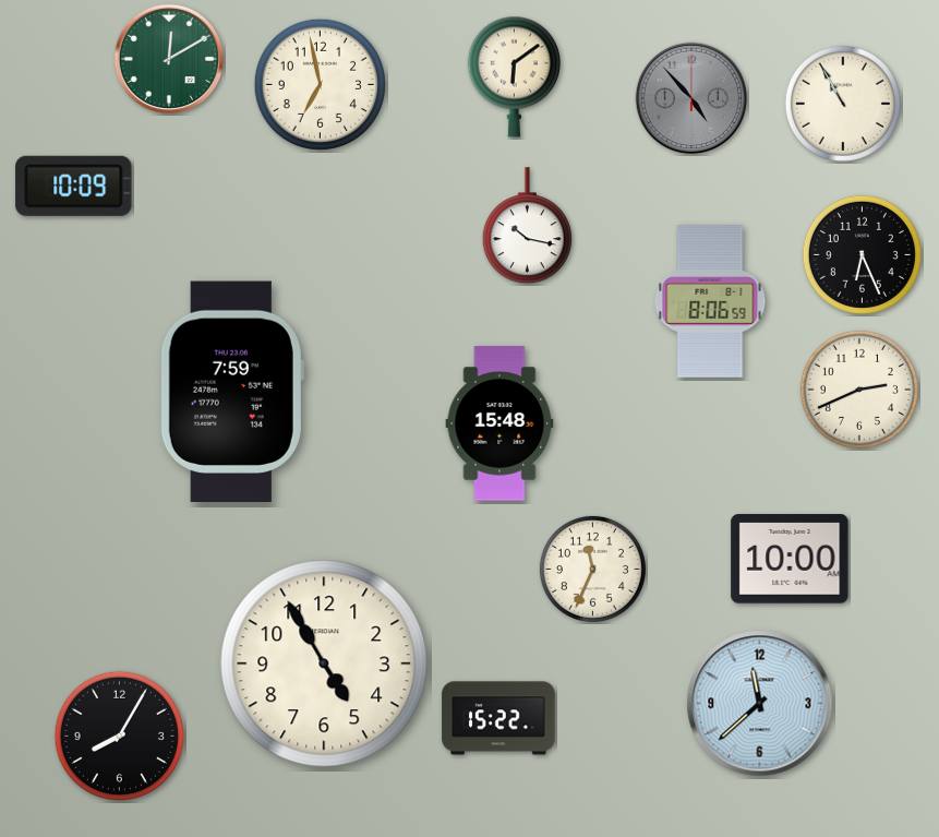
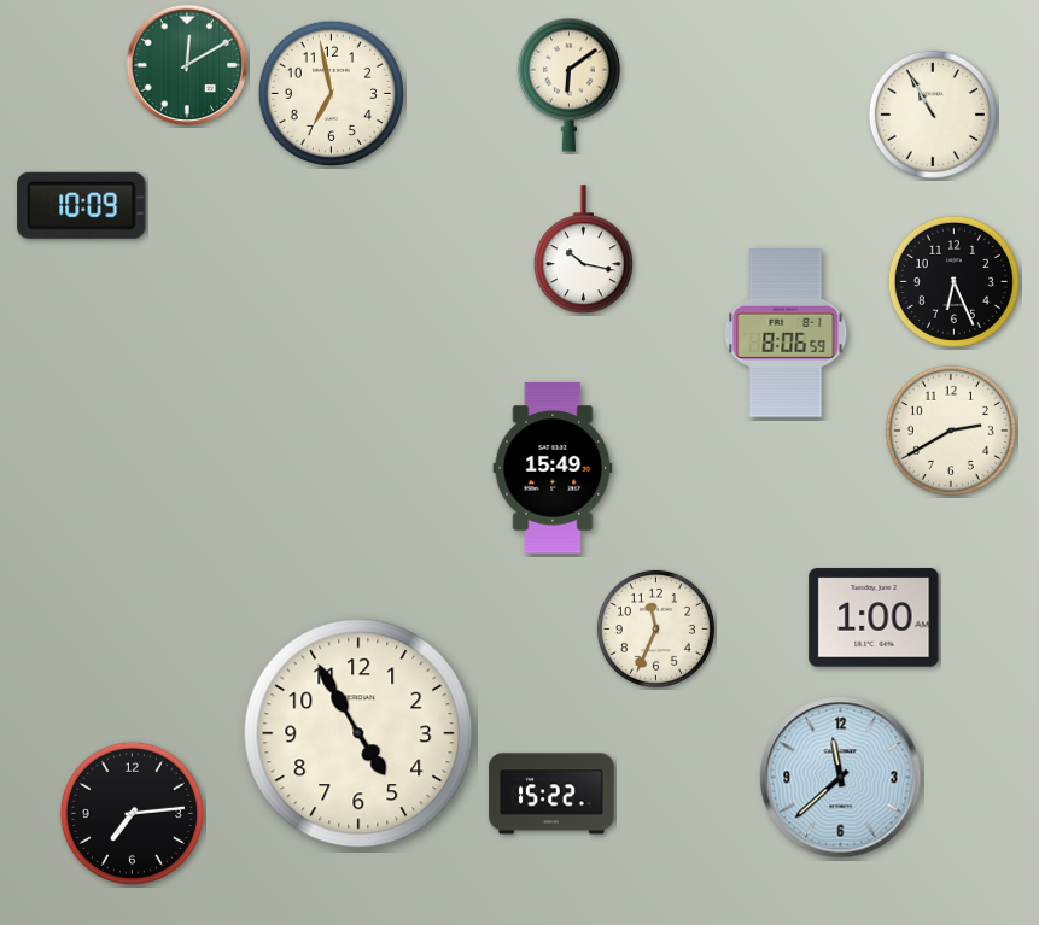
clock at (320, 84) position: (320, 84) -> (331, 93)
clock at (691, 98): 4:53 -> none
clock at (859, 390): 2:41 -> 2:40
clock at (232, 392): 7:59 -> none
clock at (499, 423): 15:48 -> 15:49
clock at (790, 559): 10:00 -> 1:00
clock at (119, 736): 8:05 -> 7:14
